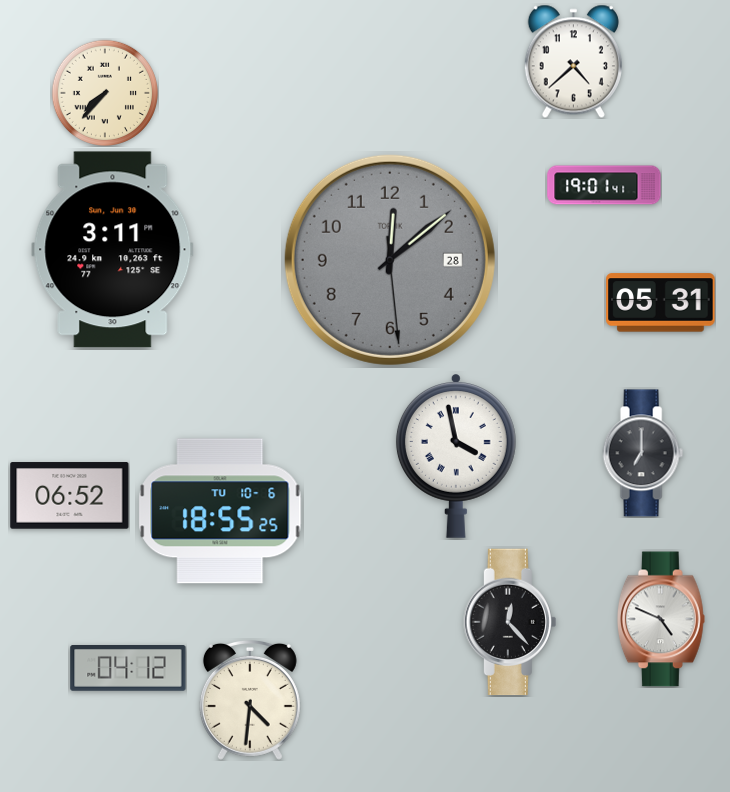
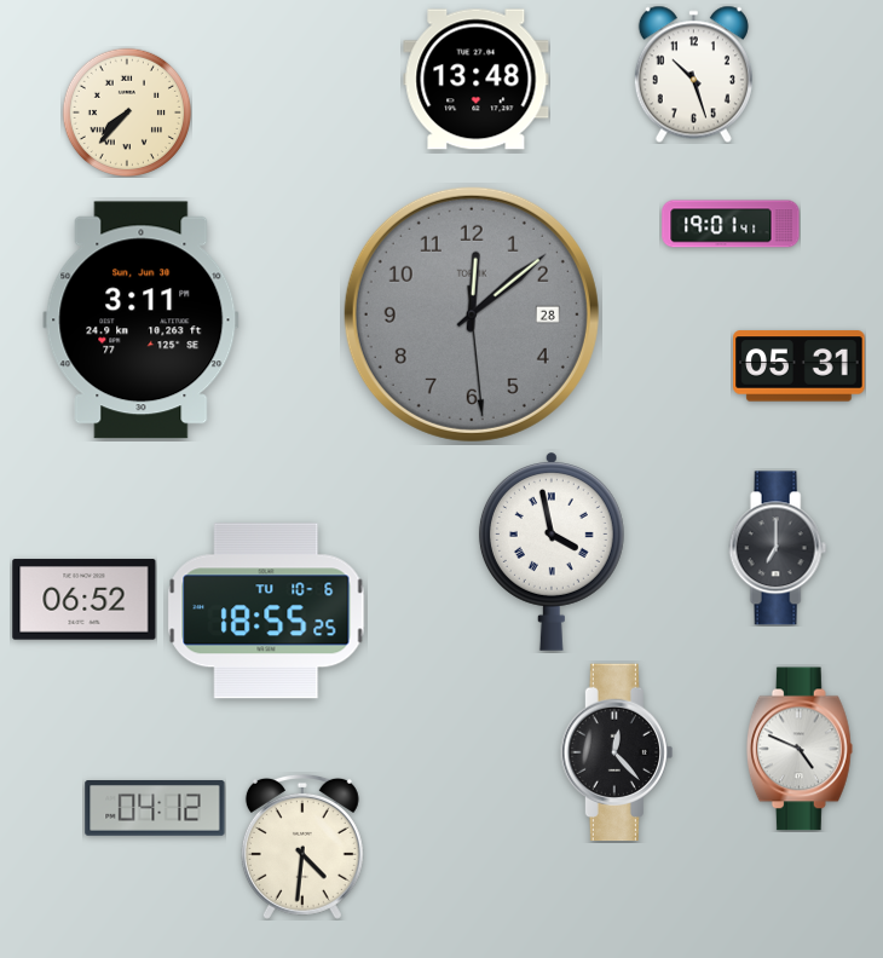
clock at (573, 61): 4:38 -> 10:27
clock at (477, 80): none -> 13:48
clock at (113, 250) position: (113, 250) -> (142, 321)
clock at (220, 511) position: (220, 511) -> (266, 611)
